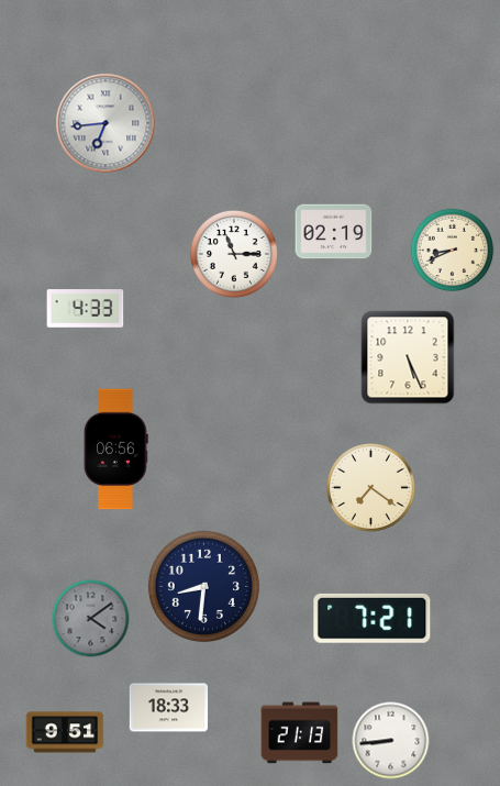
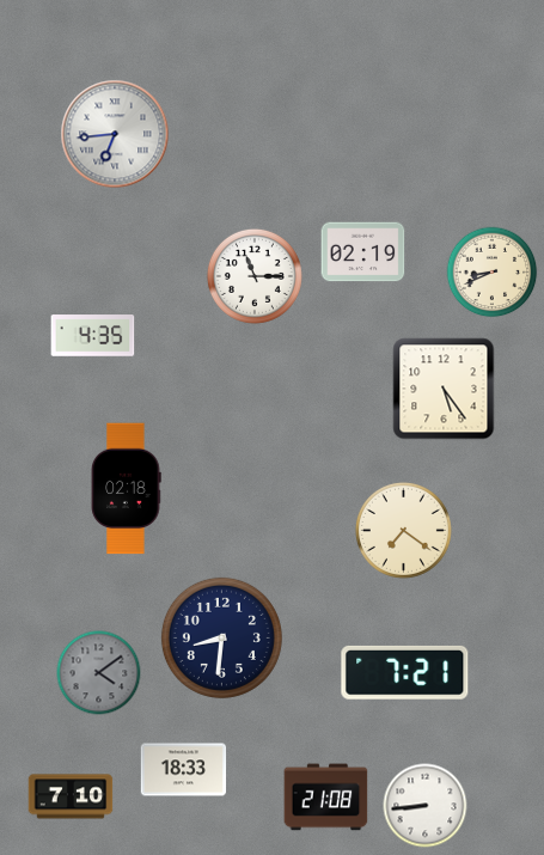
clock at (86, 309): 4:33 -> 4:35
clock at (408, 357): 5:26 -> 5:24
clock at (115, 450): 06:56 -> 02:18
clock at (65, 732): 9:51 -> 7:10
clock at (300, 733): 21:13 -> 21:08
